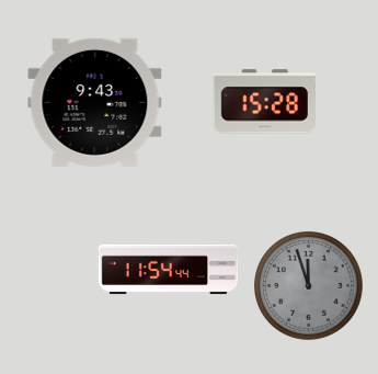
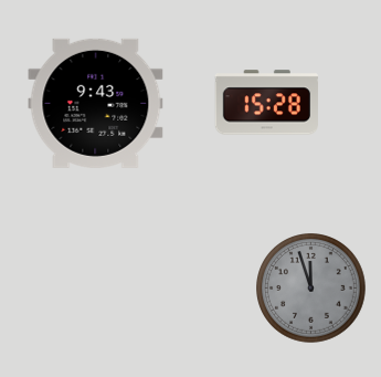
clock at (169, 270): 11:54 -> none
